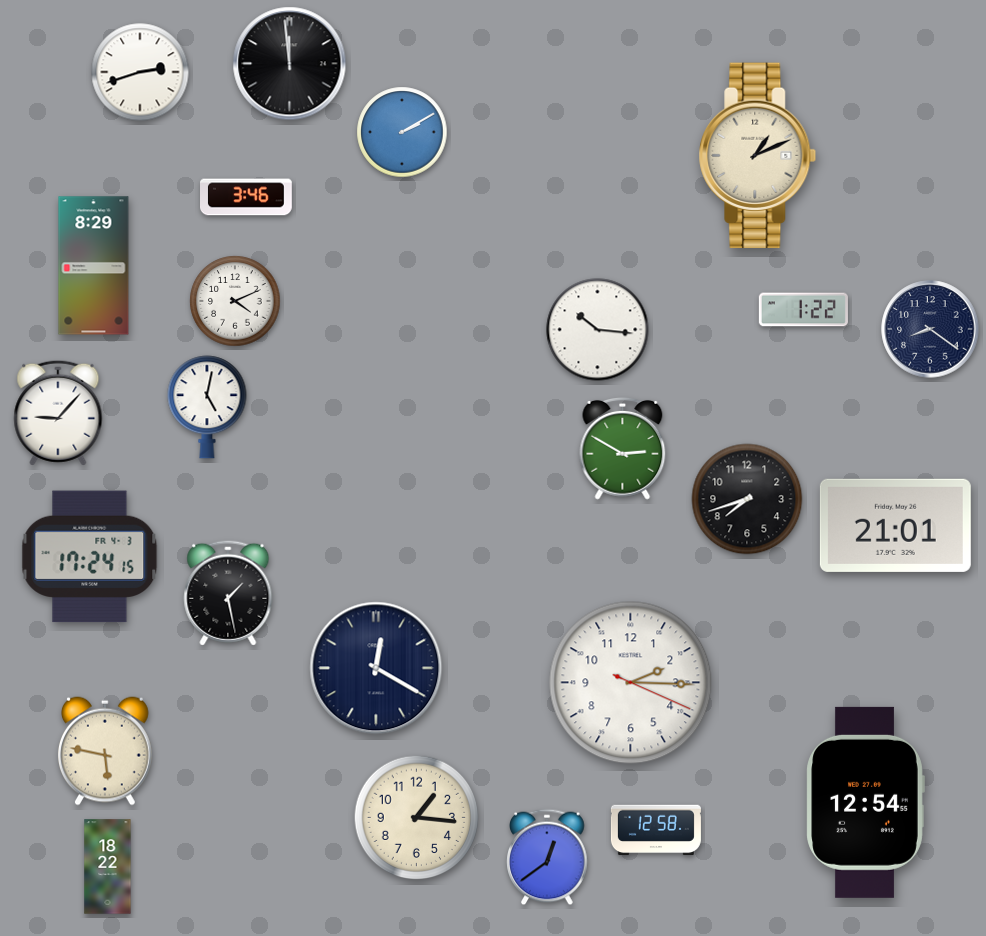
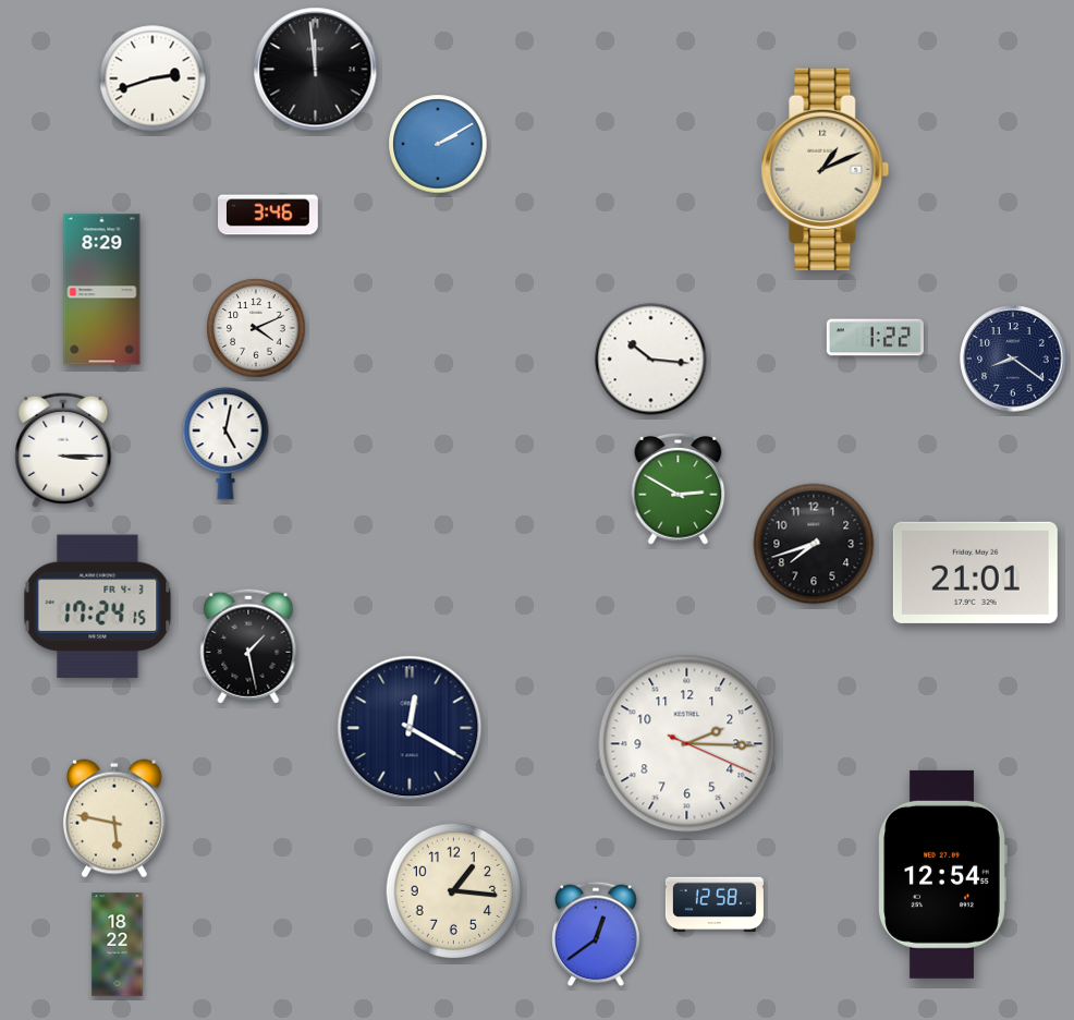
clock at (58, 413): 9:07 -> 3:15
